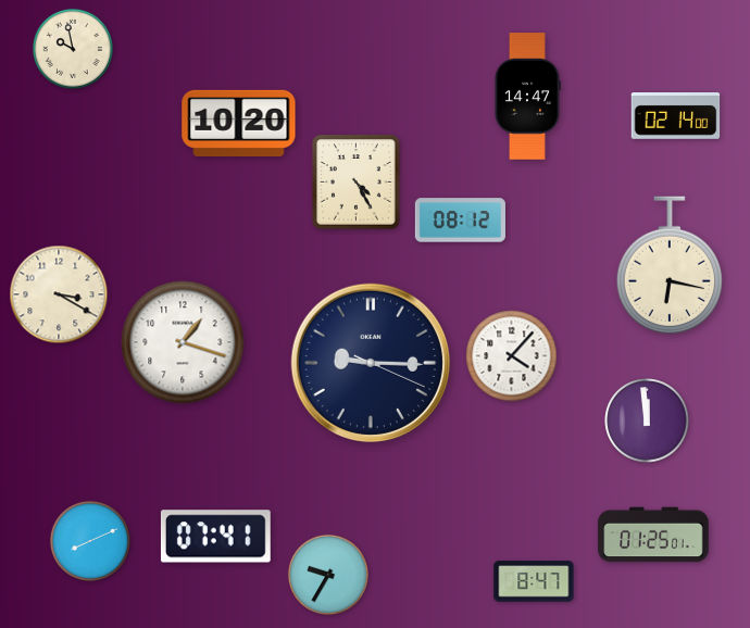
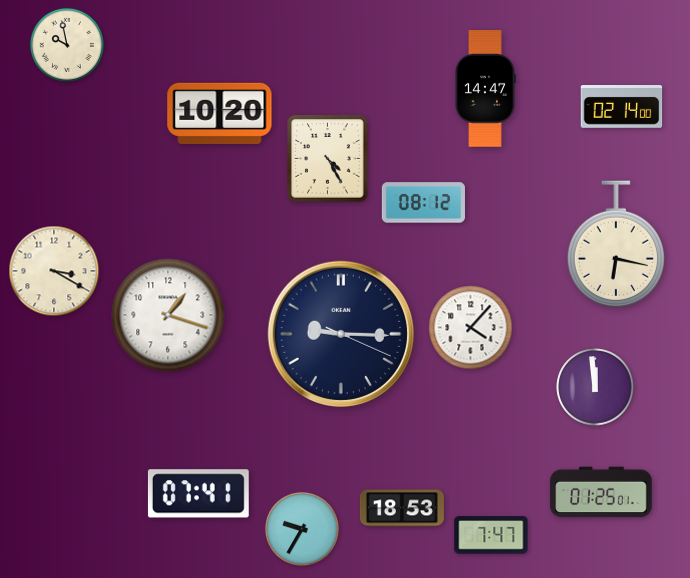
clock at (357, 183) position: (357, 183) -> (328, 159)
clock at (90, 541): 8:11 -> none
clock at (402, 508): none -> 18:53
clock at (534, 581): 8:47 -> 7:47
